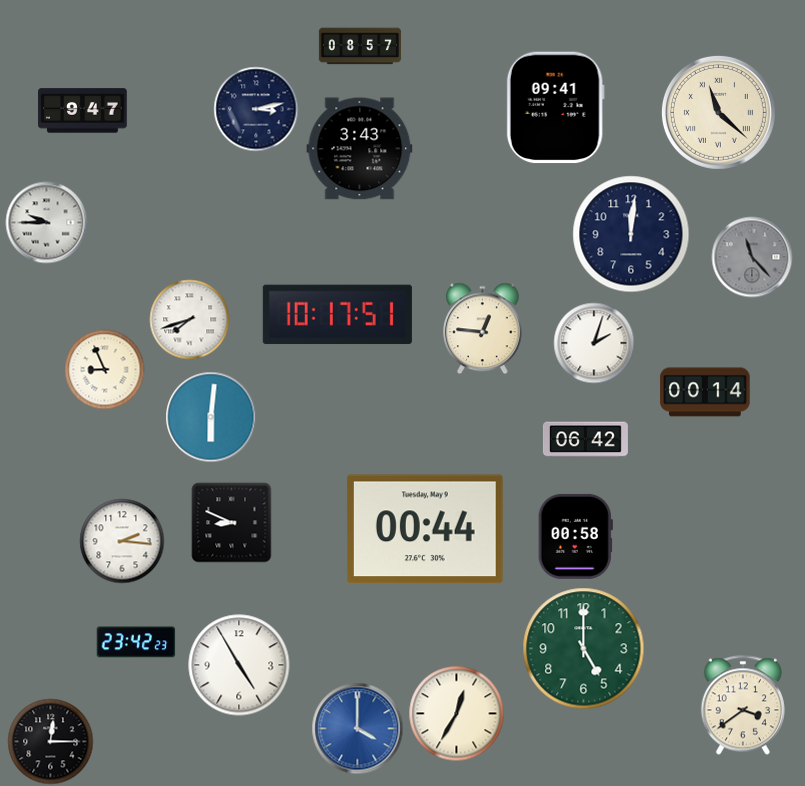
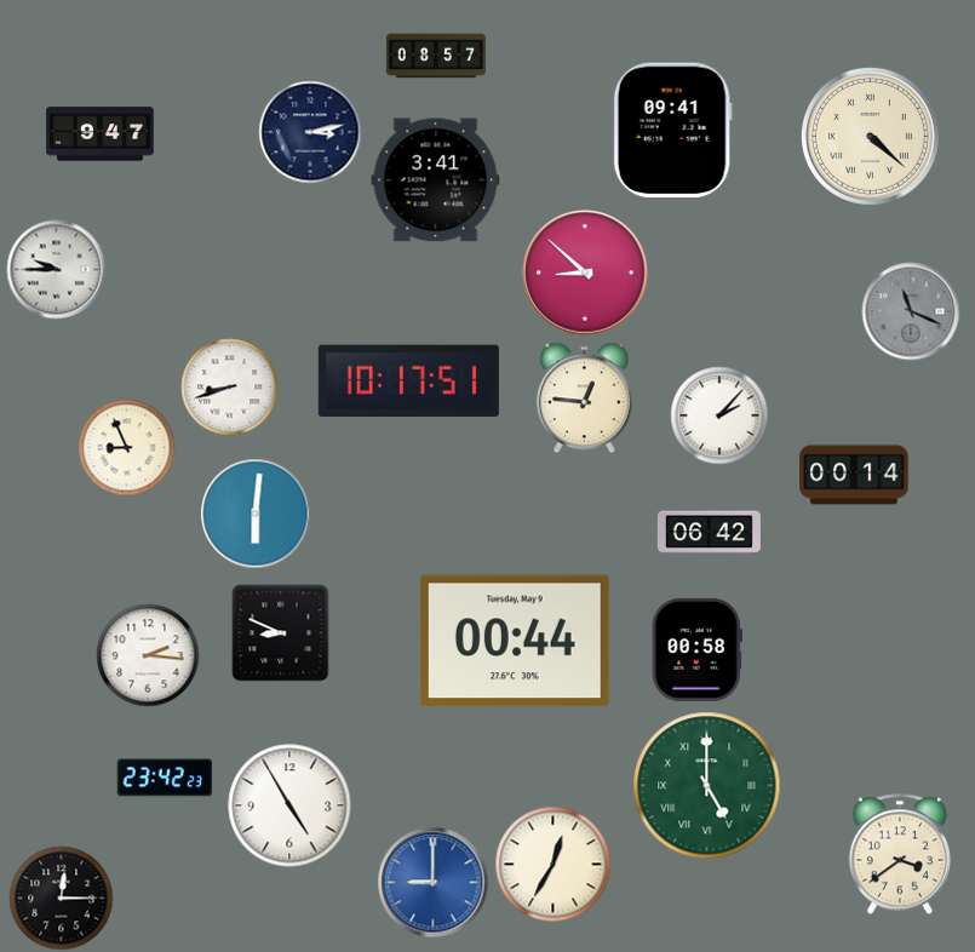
clock at (718, 112): 11:22 -> 4:22
clock at (360, 149): 3:43 -> 3:41
clock at (585, 273): none -> 8:52
clock at (631, 234): 12:01 -> none
clock at (752, 257): 11:23 -> 11:19
clock at (190, 320): 7:42 -> 8:42
clock at (594, 343): 2:03 -> 2:07
clock at (211, 417) position: (211, 417) -> (256, 514)
clock at (584, 649) numerals: Arabic -> Roman
clock at (358, 729): 4:00 -> 9:00
